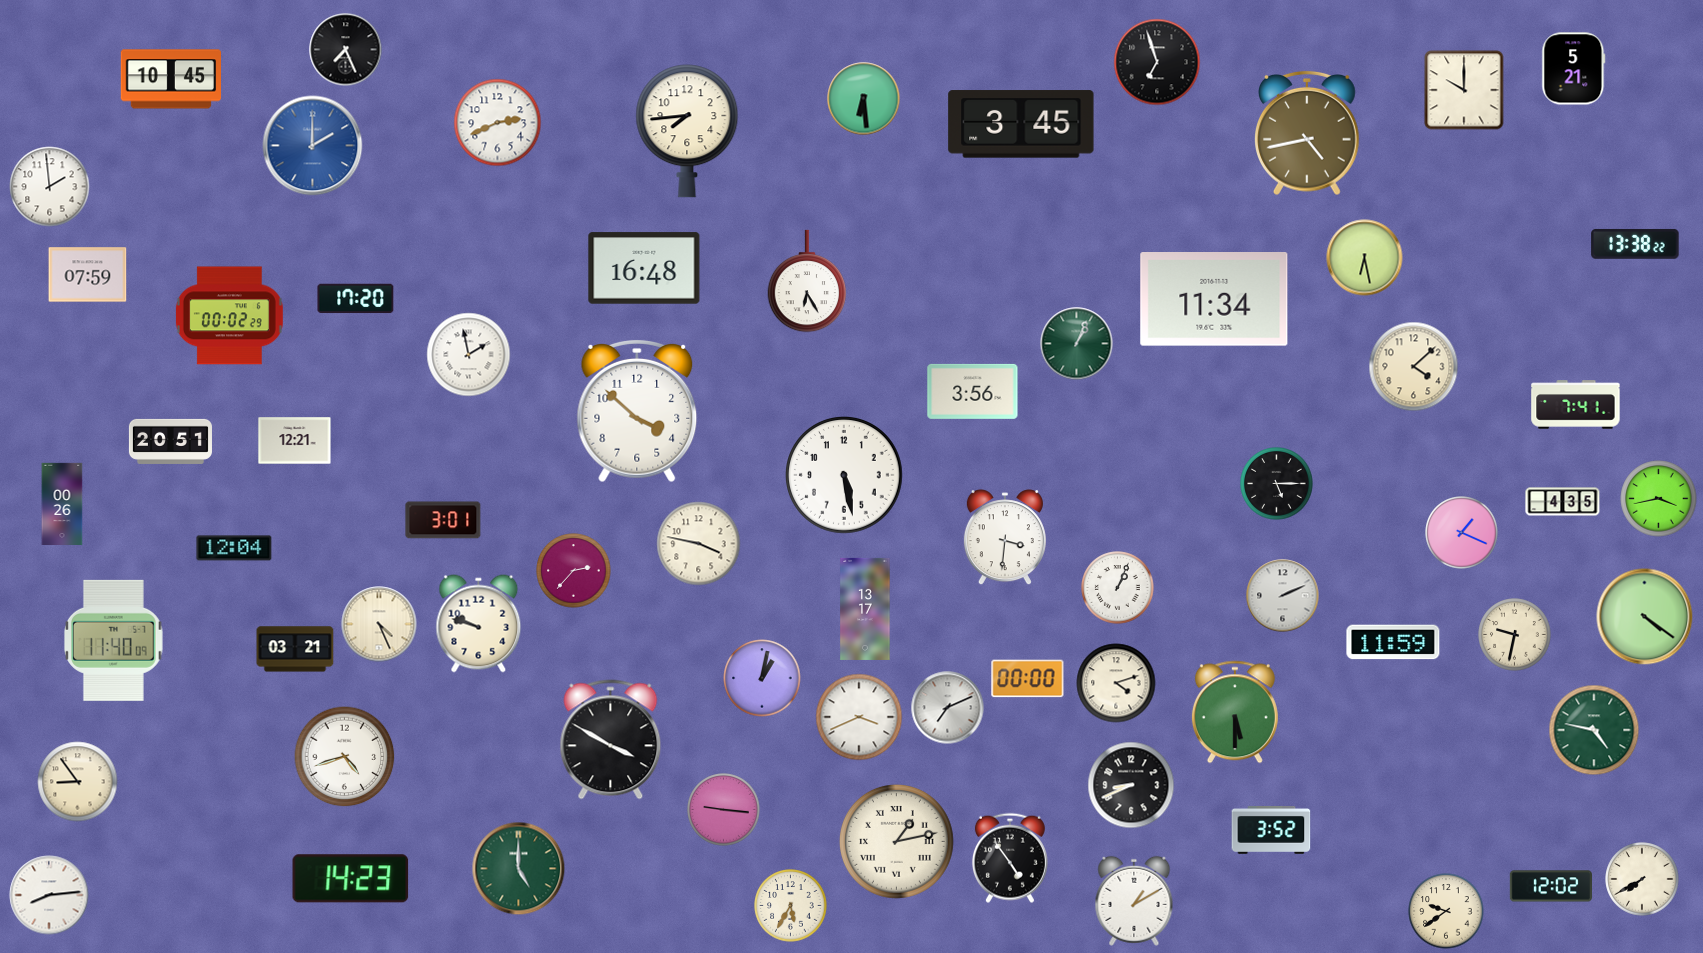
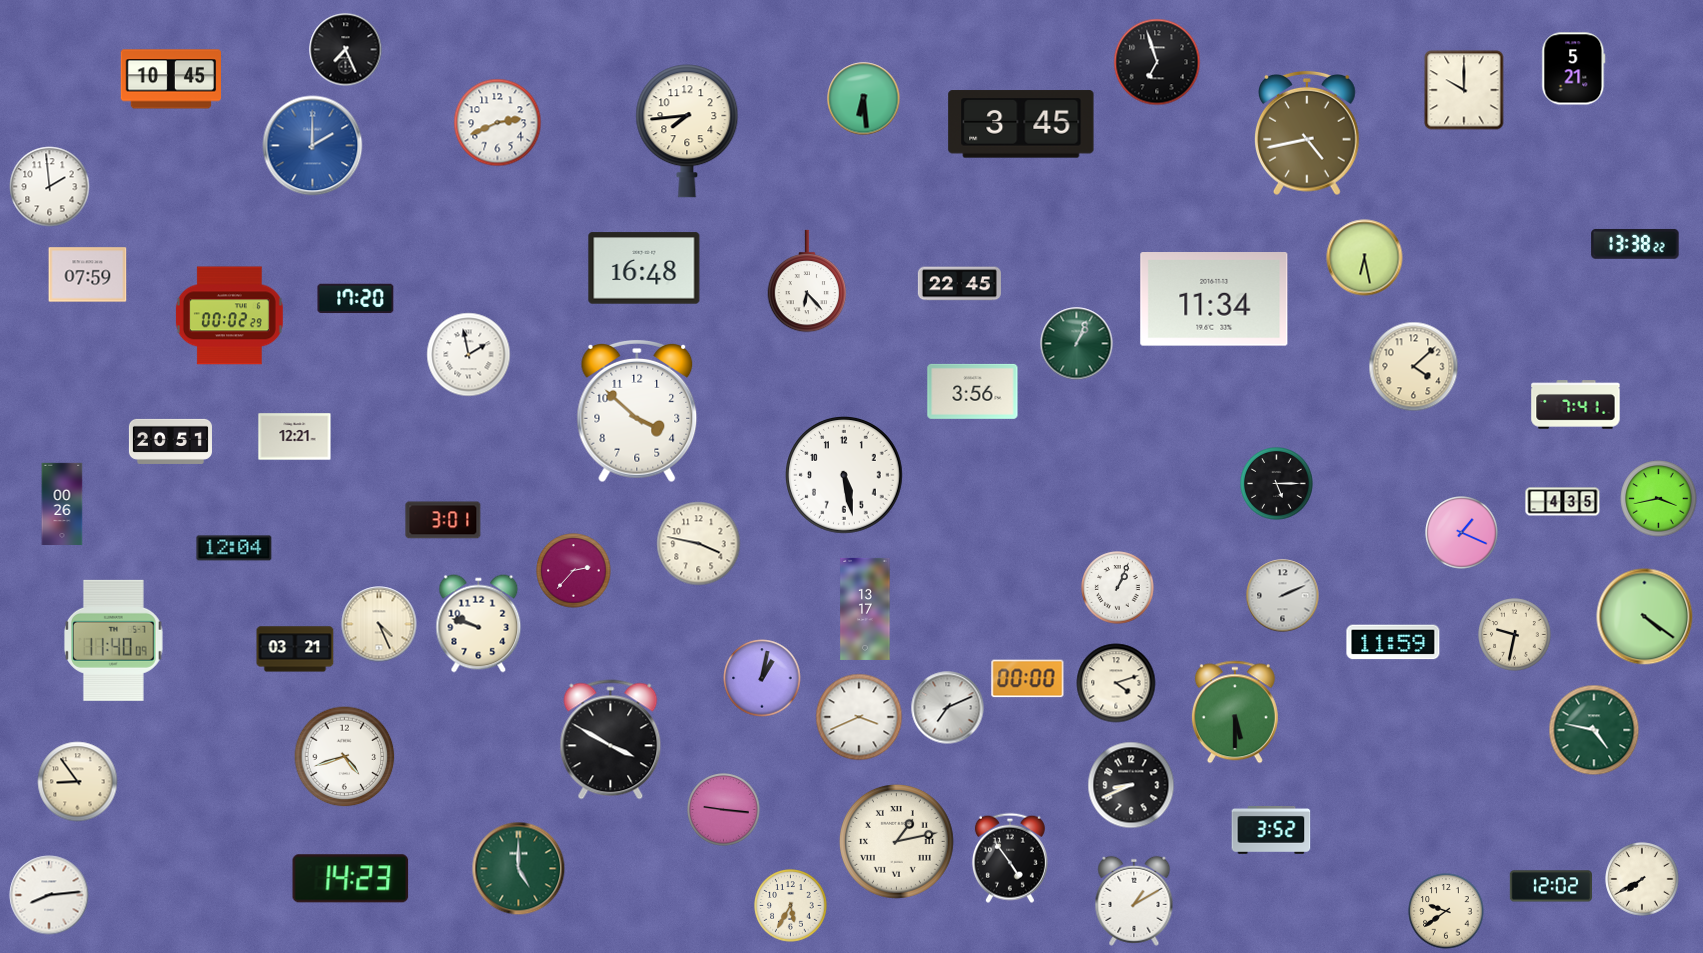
clock at (807, 281): 6:25 -> 6:23
clock at (959, 284): none -> 22:45
clock at (295, 441) position: (295, 441) -> (295, 437)
clock at (1005, 538): 3:31 -> none
